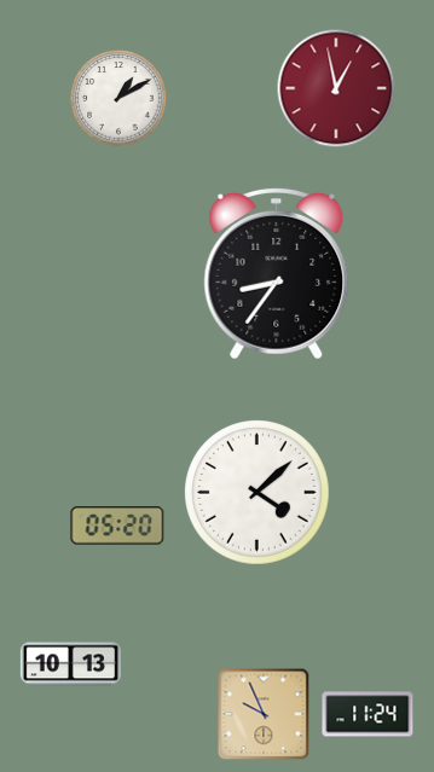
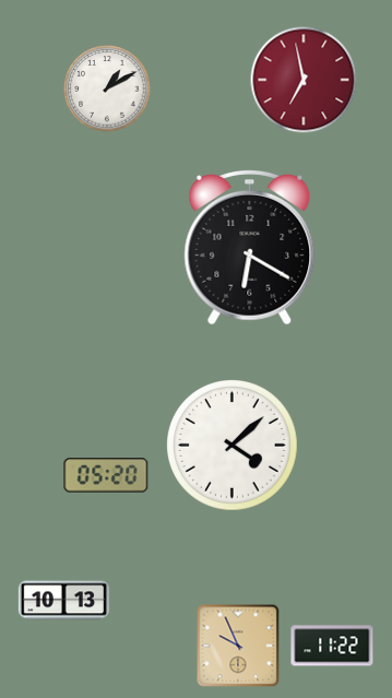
clock at (336, 88): 12:58 -> 6:58
clock at (277, 273): 8:36 -> 6:20
clock at (368, 714): 11:24 -> 11:22
